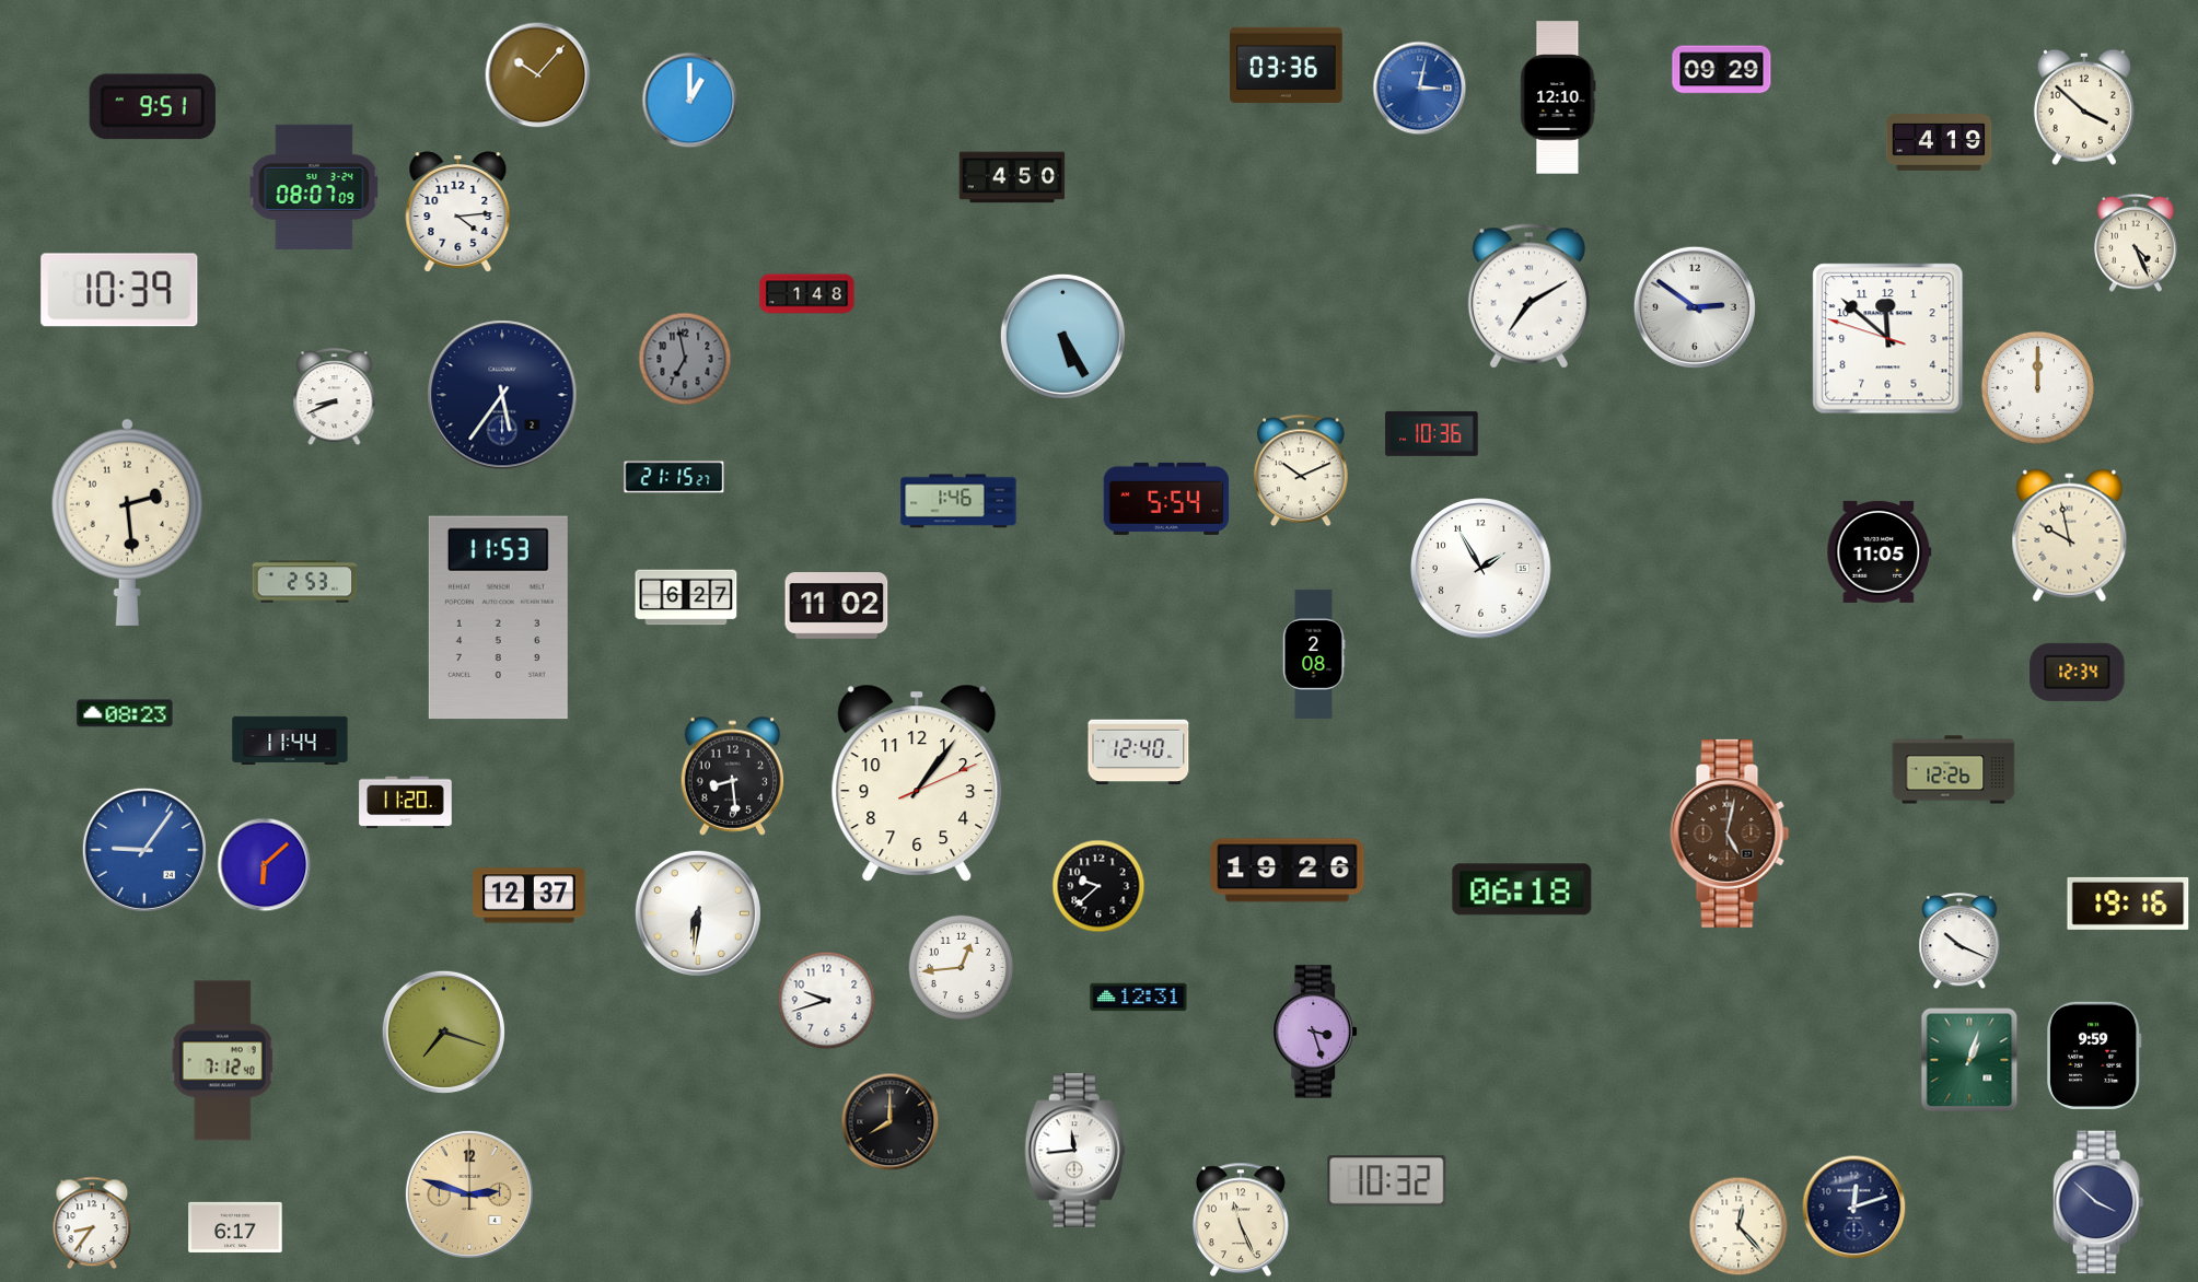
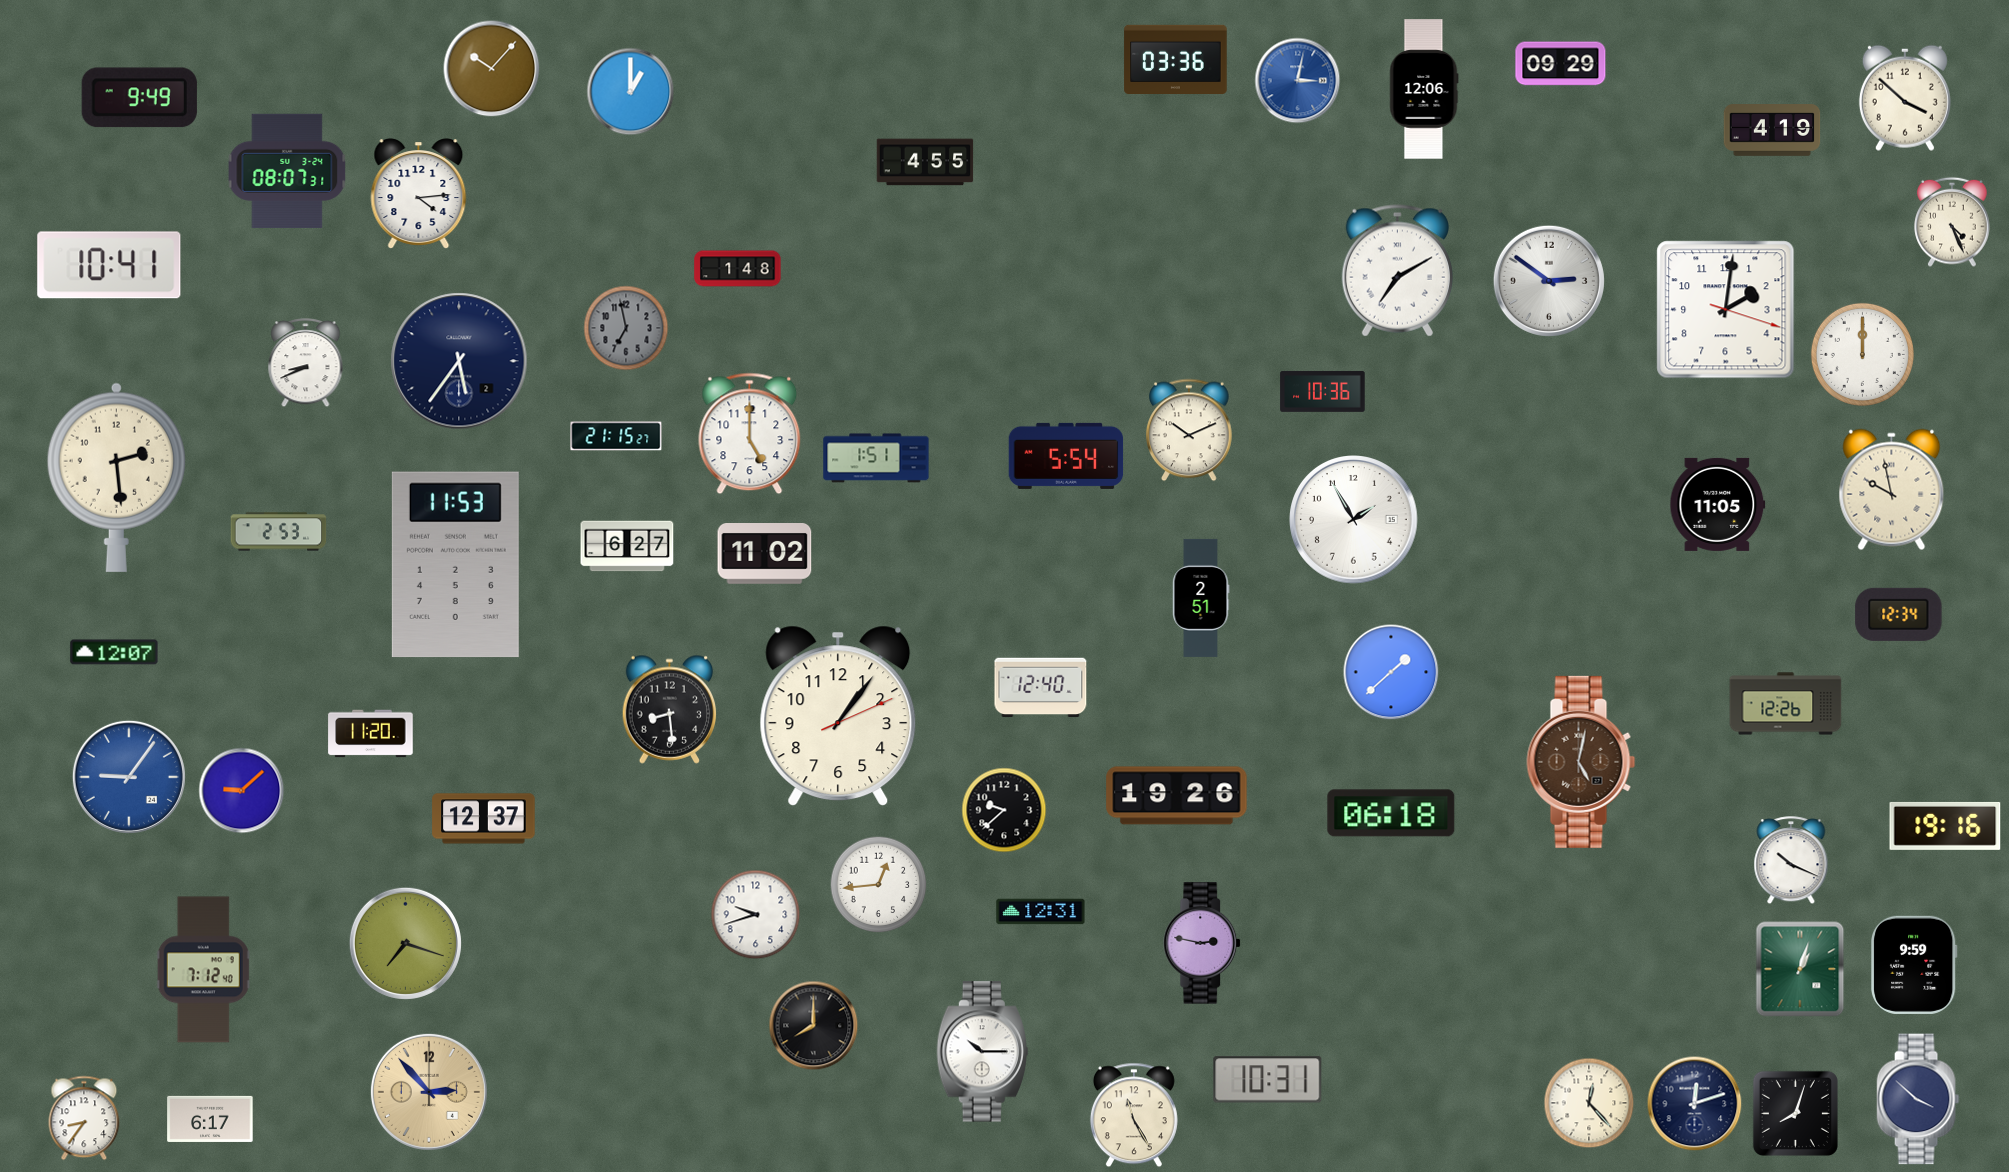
clock at (1722, 70) position: (1722, 70) -> (1561, 64)
clock at (1558, 97): 12:10 -> 12:06
clock at (152, 107): 9:51 -> 9:49
clock at (1012, 177): 4:50 -> 4:55
clock at (314, 187): 08:07:09 -> 08:07:31
clock at (119, 290): 10:39 -> 10:41
clock at (1062, 336): 5:25 -> none
clock at (1888, 339): 11:51 -> 2:01
clock at (1432, 433) position: (1432, 433) -> (1323, 391)
clock at (750, 434): none -> 5:00
clock at (958, 501): 1:46 -> 1:51
clock at (1314, 654): 2:08 -> 2:51
clock at (125, 713): 08:23 -> 12:07
clock at (1391, 672): none -> 1:38
clock at (290, 741): 11:44 -> none
clock at (144, 850) position: (144, 850) -> (129, 777)
clock at (265, 865): 6:08 -> 9:08
clock at (698, 913): 6:31 -> none
clock at (1316, 1032): 3:27 -> 2:47
clock at (1074, 1151): 11:44 -> 10:15
clock at (1387, 1181): 10:32 -> 10:31
clock at (469, 1194): 2:48 -> 2:53
clock at (1795, 1113): none -> 8:03
clock at (1241, 1220): 11:26 -> 11:25
clock at (1738, 1226) position: (1738, 1226) -> (1589, 1103)
clock at (235, 1227) position: (235, 1227) -> (210, 1119)
